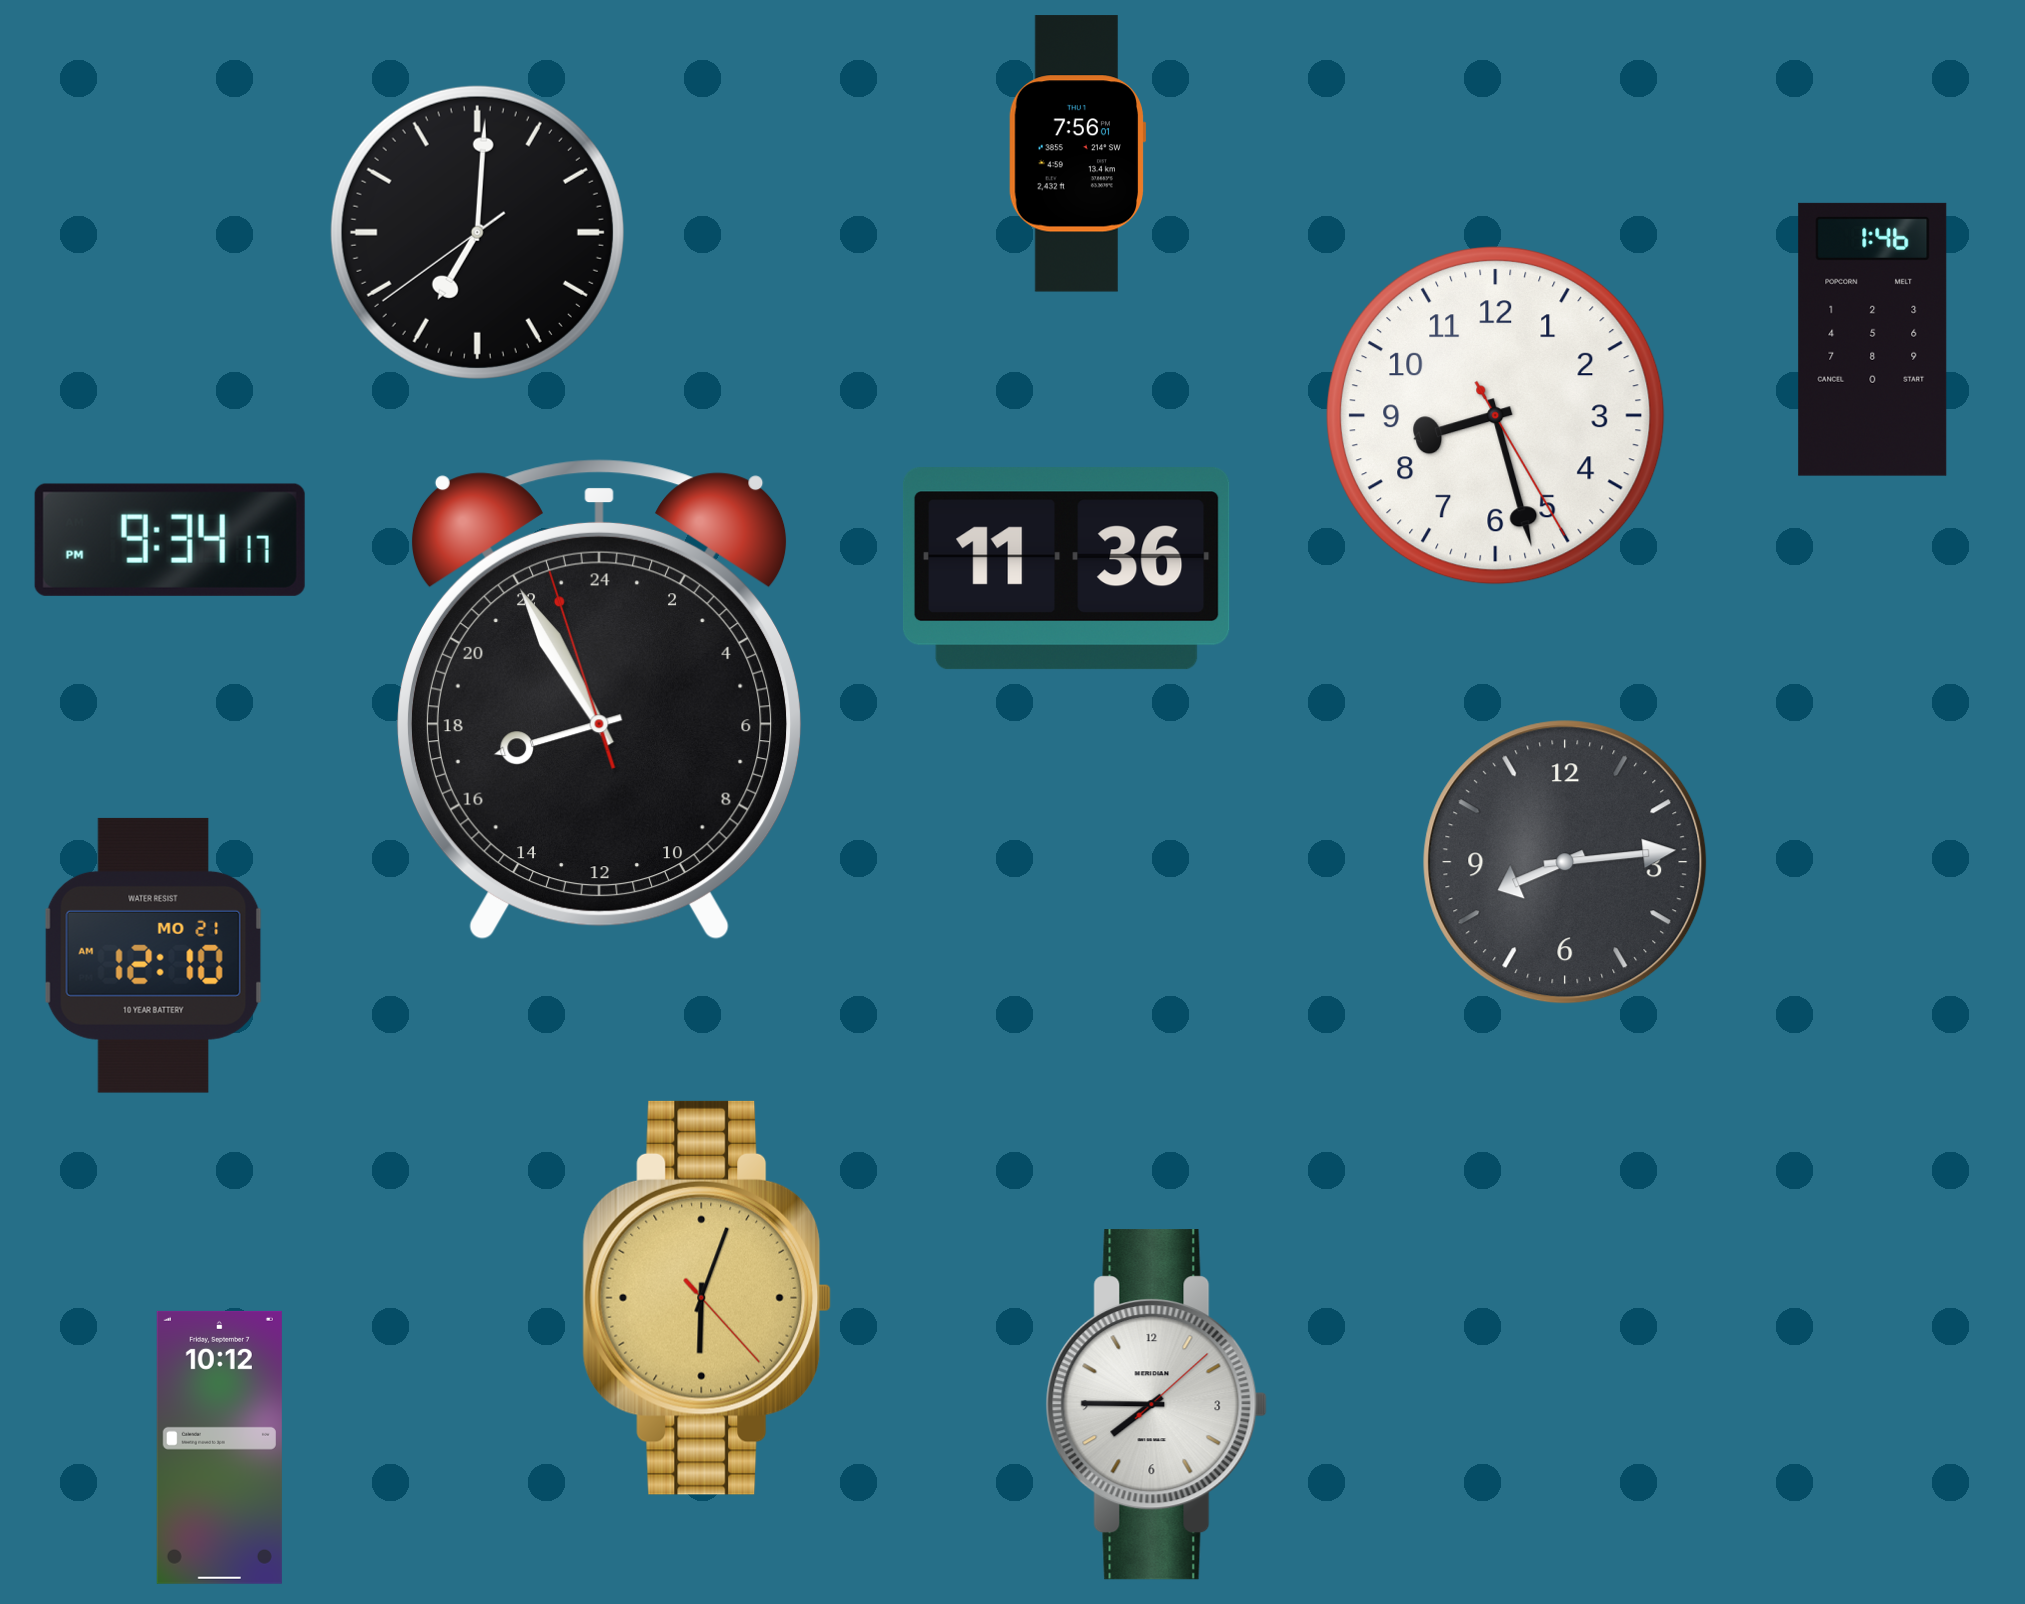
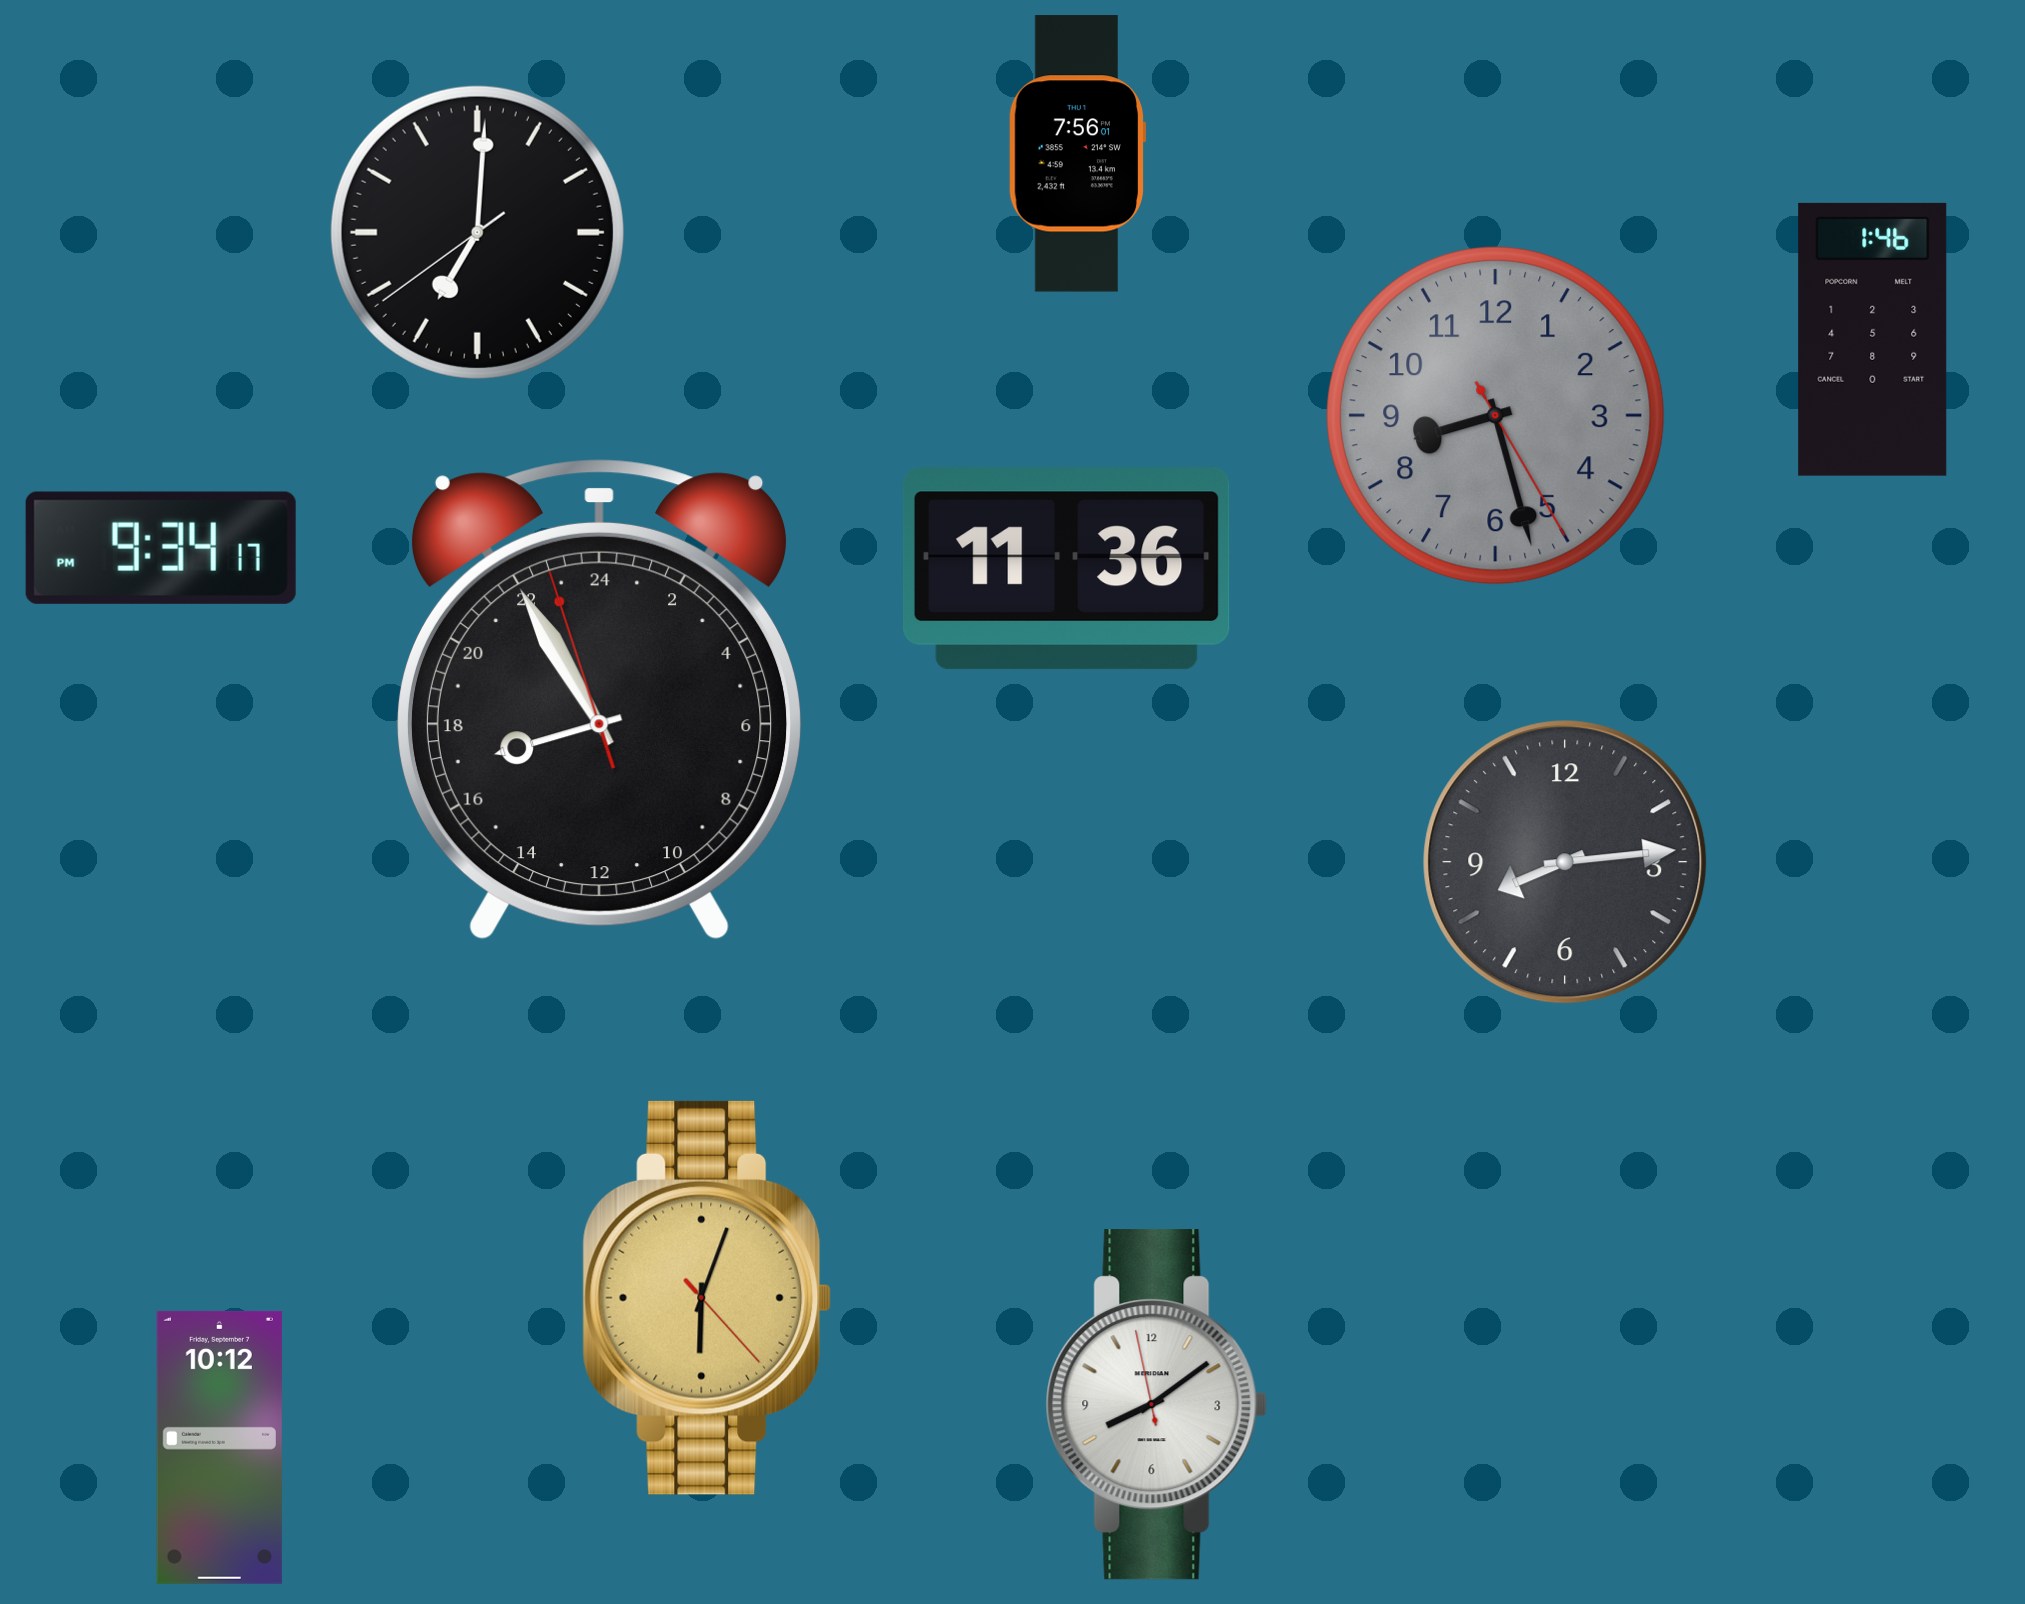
clock at (1496, 416) dial: white -> grey
clock at (170, 540) position: (170, 540) -> (161, 548)
clock at (153, 955): 12:10 -> none
clock at (1156, 1405): 7:45 -> 8:08
